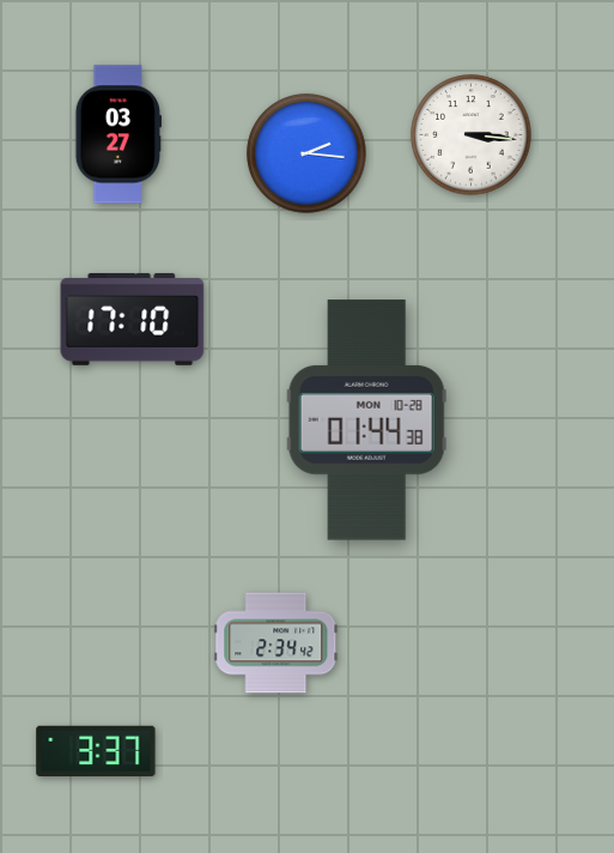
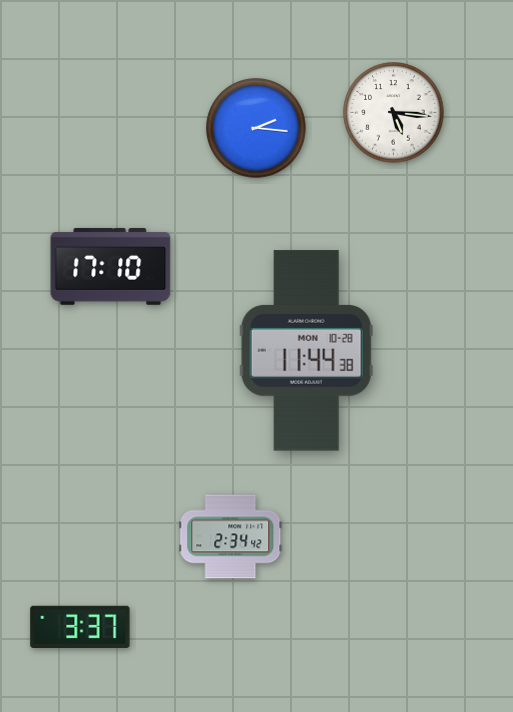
clock at (117, 134): 03:27 -> none
clock at (472, 135): 3:16 -> 5:16
clock at (366, 421): 01:44 -> 11:44
